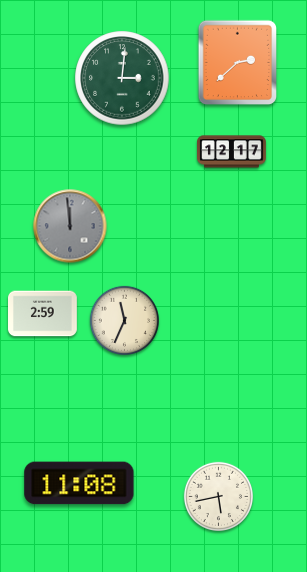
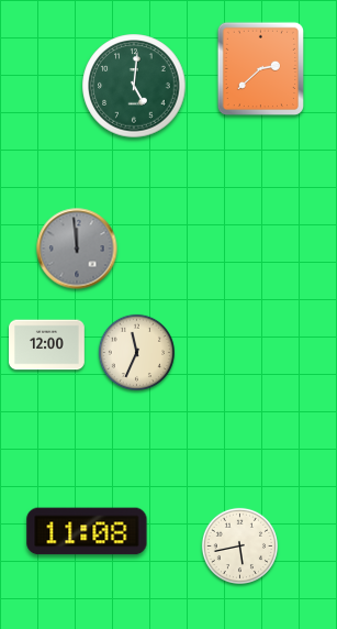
clock at (122, 78): 3:01 -> 5:01
clock at (232, 152): 12:17 -> none
clock at (43, 314): 2:59 -> 12:00
